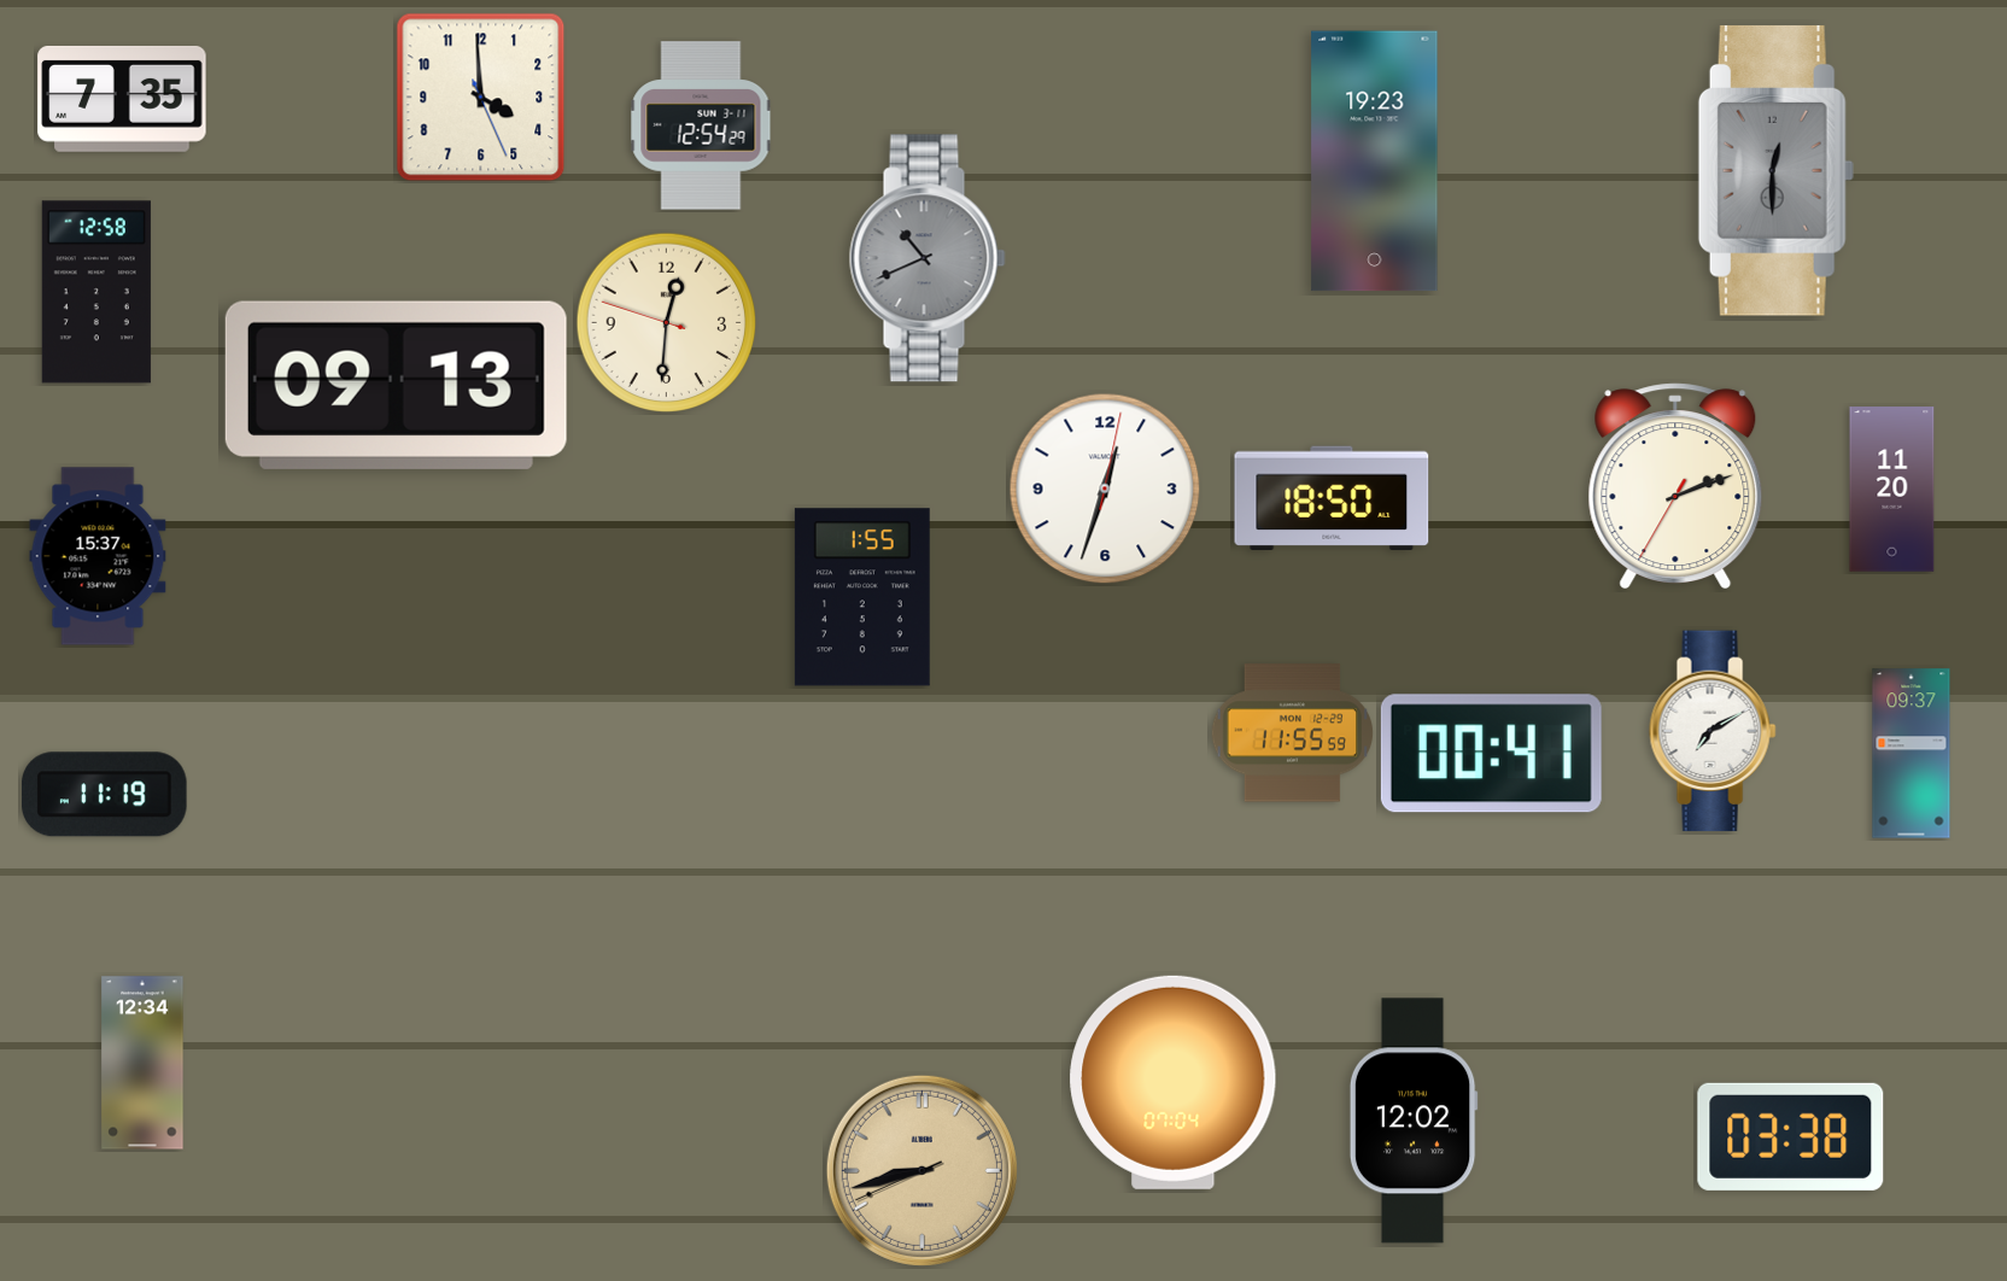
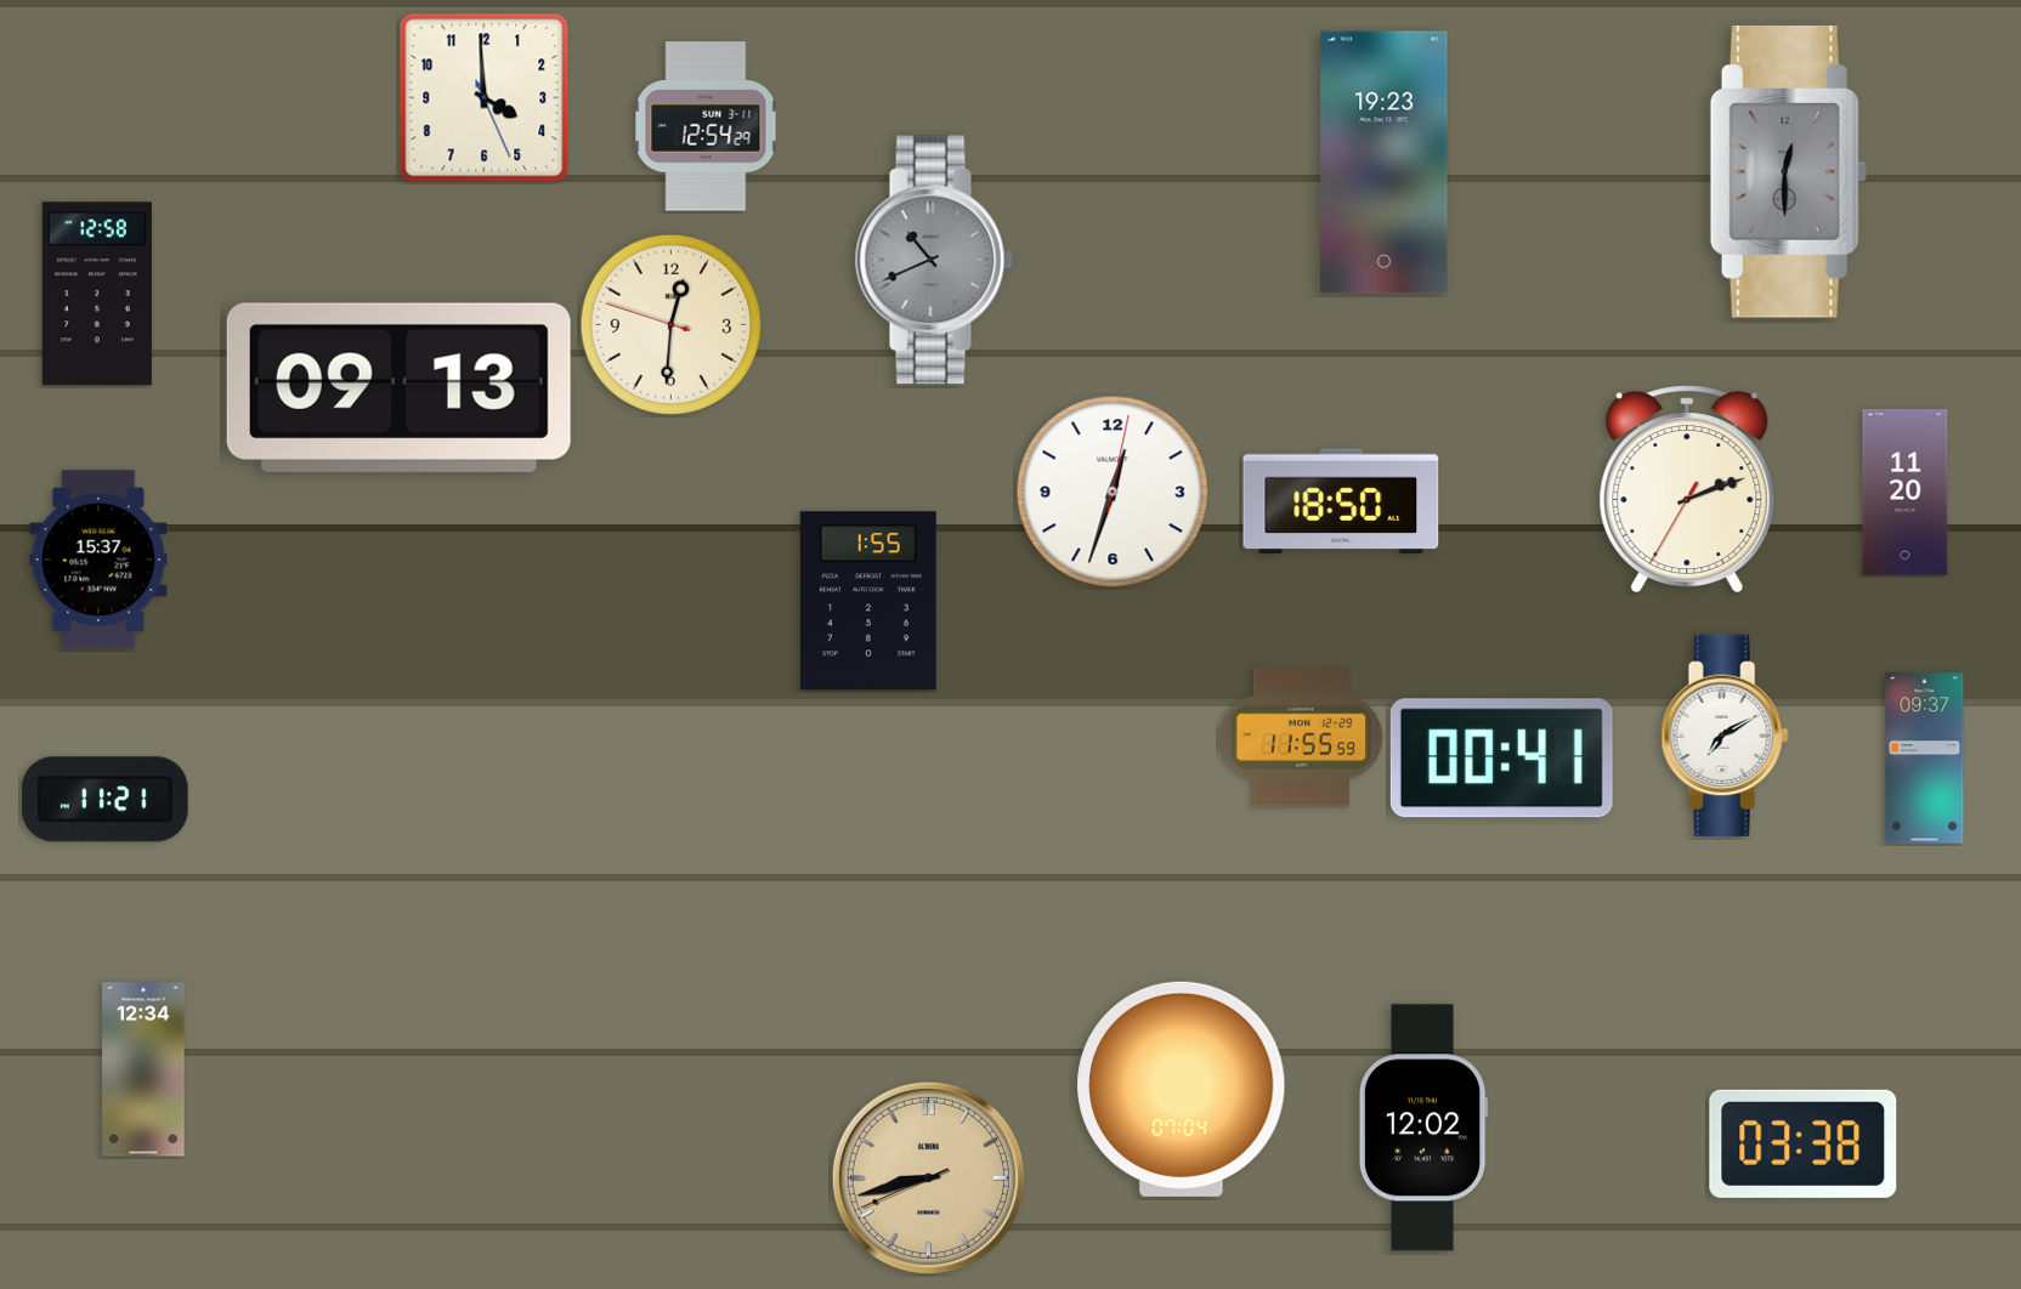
clock at (122, 99): 7:35 -> none
clock at (105, 795): 11:19 -> 11:21
